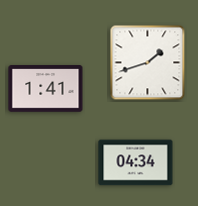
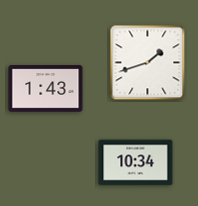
clock at (46, 89): 1:41 -> 1:43
clock at (136, 163): 04:34 -> 10:34
